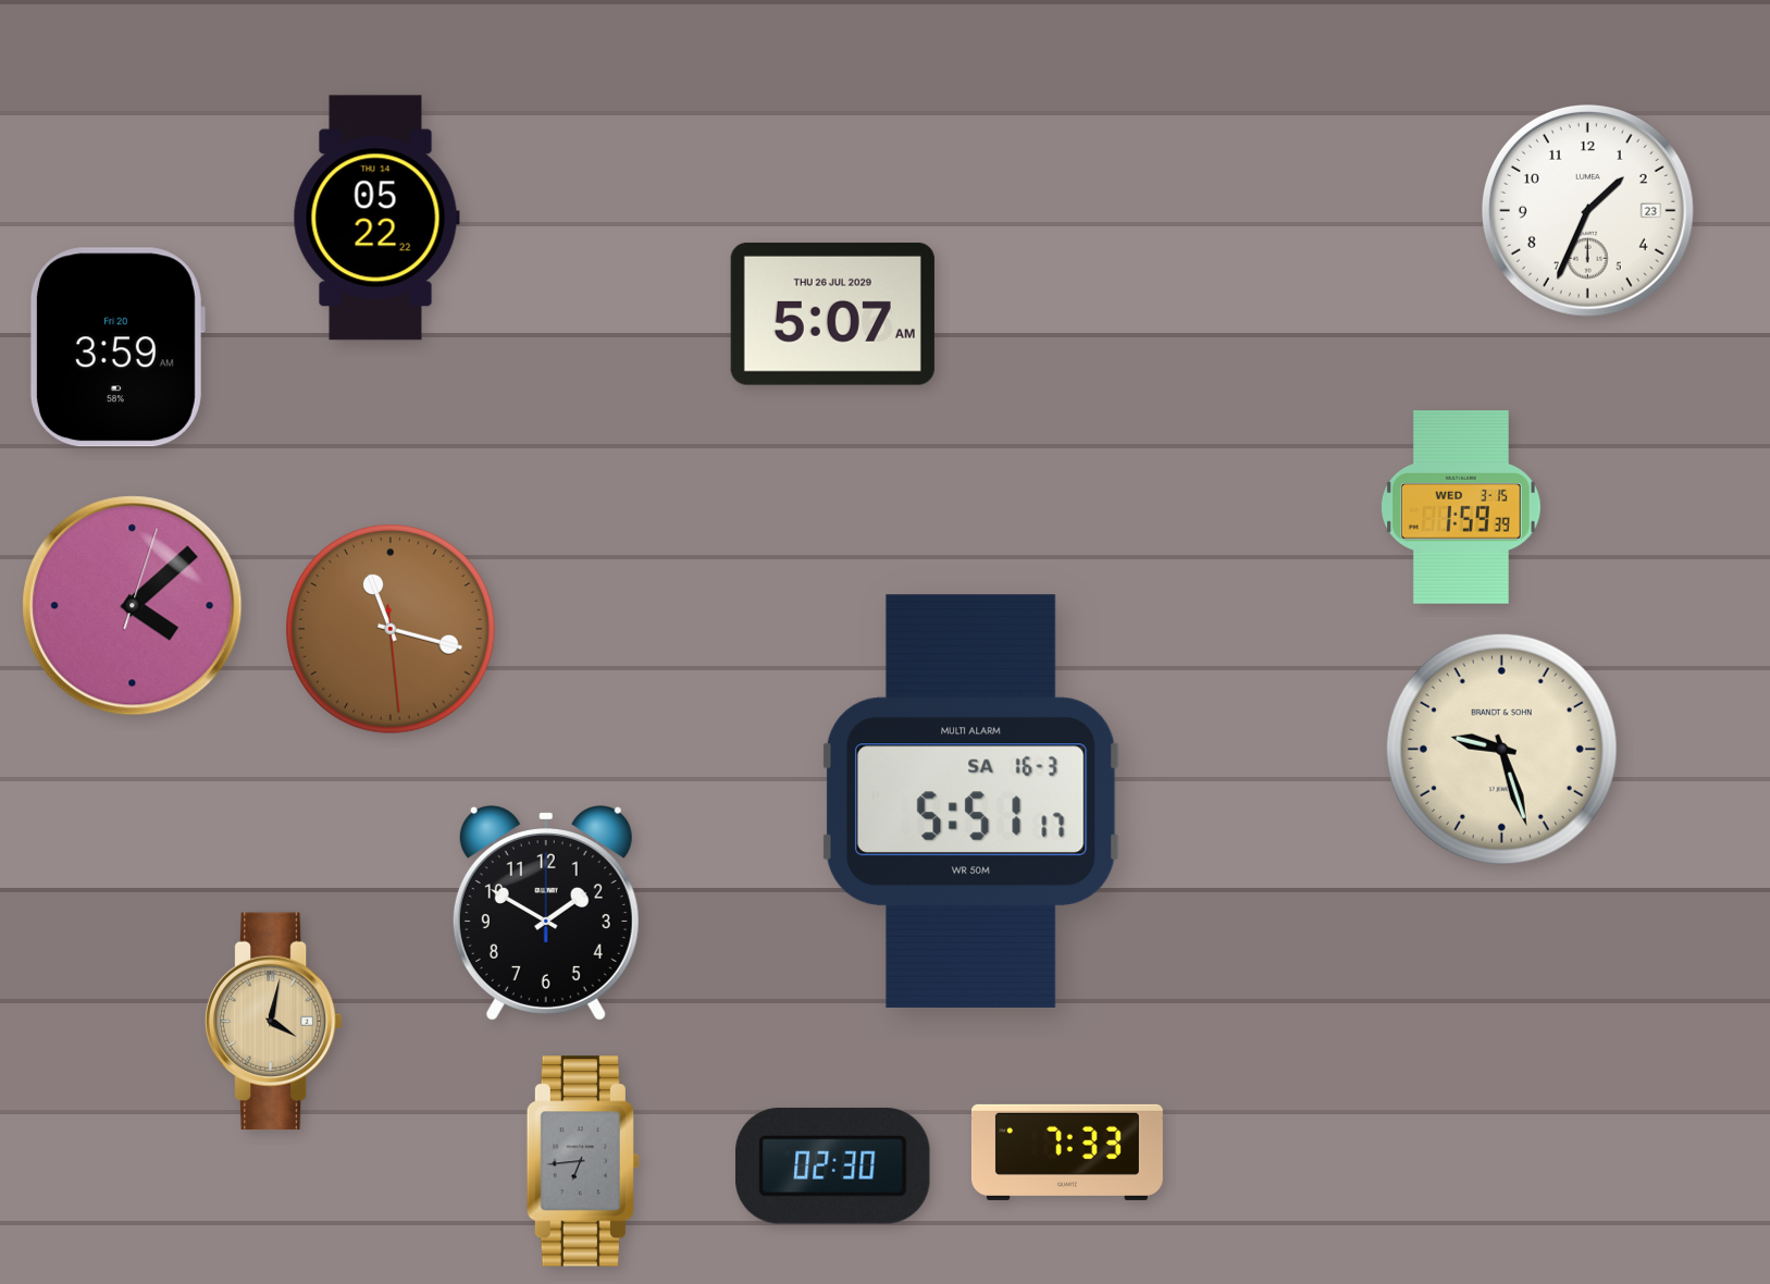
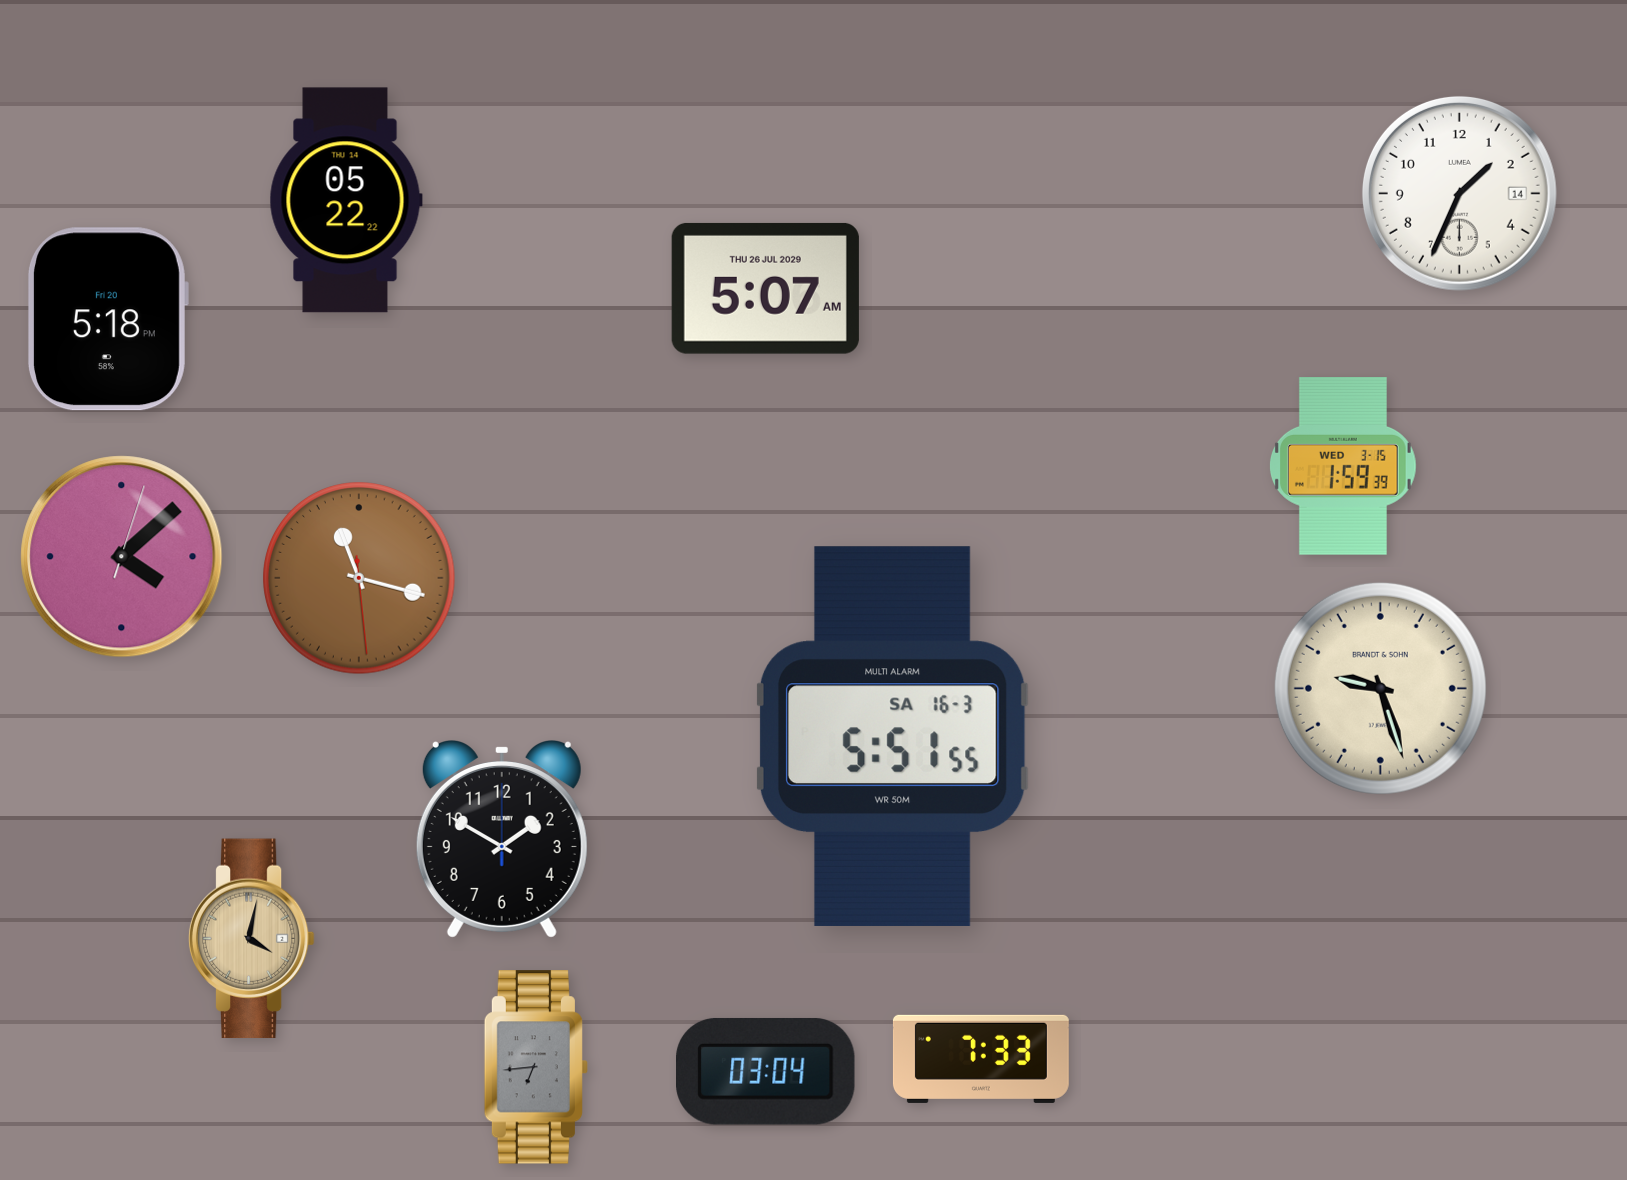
clock at (1587, 210) date: 23 -> 14
clock at (117, 347): 3:59 -> 5:18
clock at (970, 801): 5:51:17 -> 5:51:55
clock at (833, 1165): 02:30 -> 03:04
